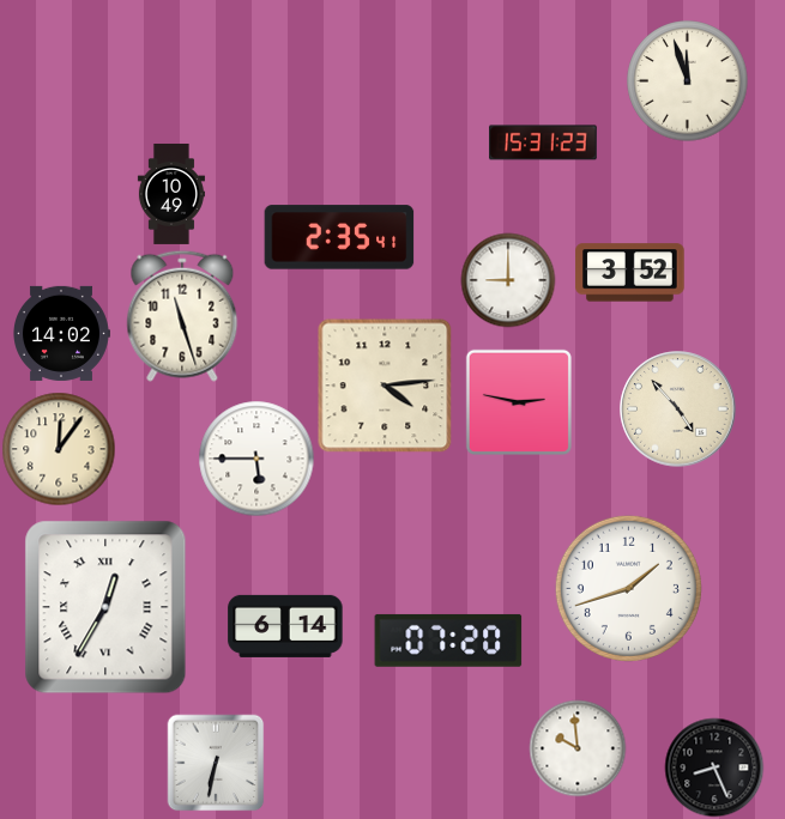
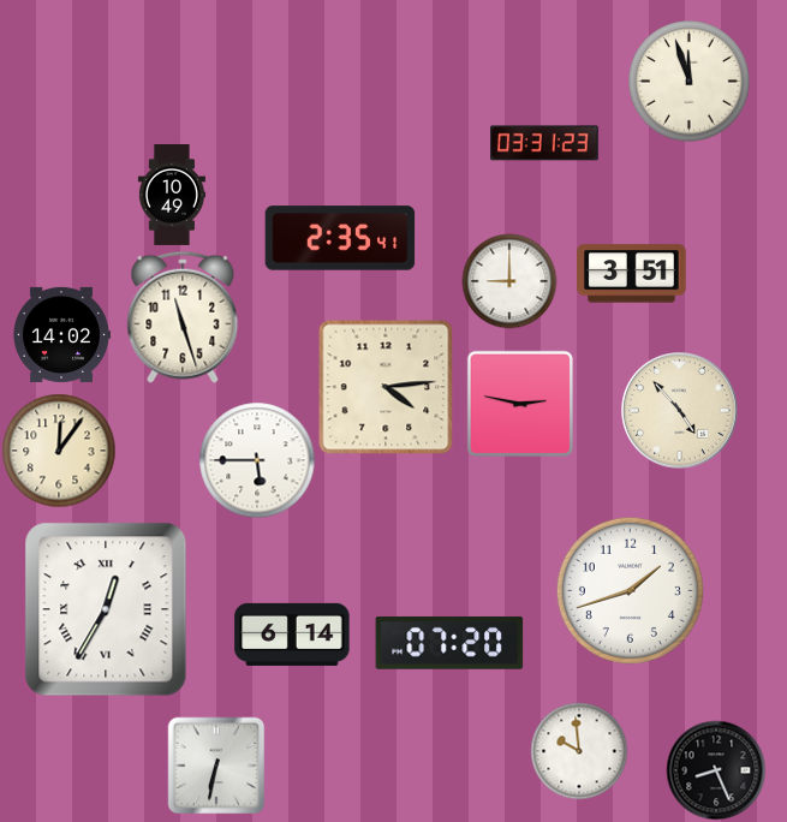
clock at (543, 142): 15:31 -> 03:31
clock at (630, 273): 3:52 -> 3:51
clock at (285, 626) position: (285, 626) -> (292, 635)
